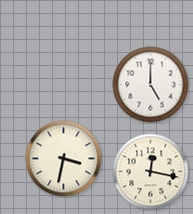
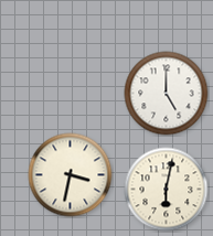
clock at (151, 172): 12:17 -> 6:02
